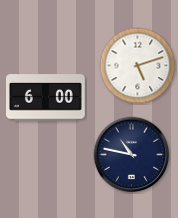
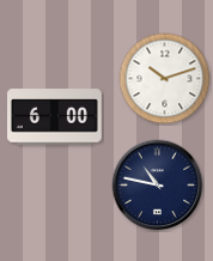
clock at (138, 66): 5:12 -> 10:12
